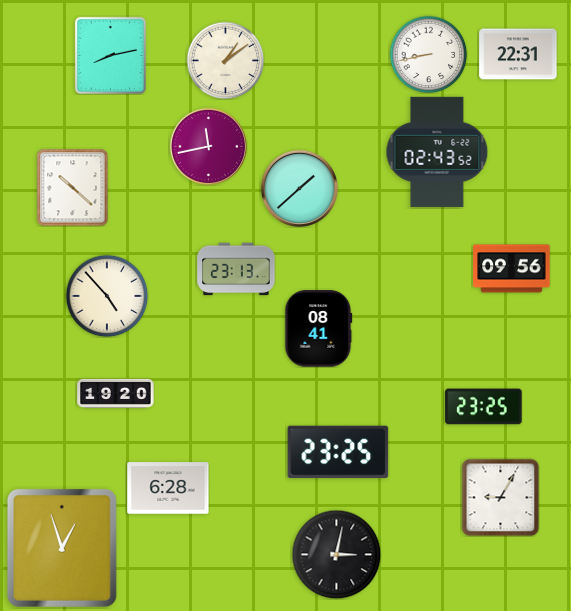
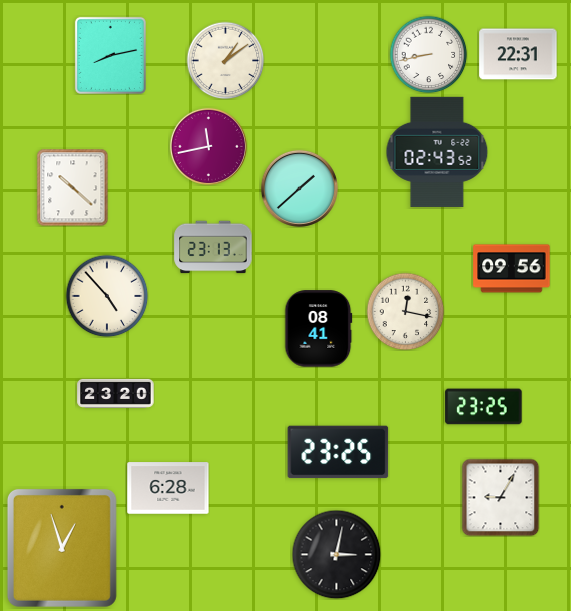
clock at (236, 269) position: (236, 269) -> (213, 247)
clock at (405, 311): none -> 12:17
clock at (116, 393): 19:20 -> 23:20
